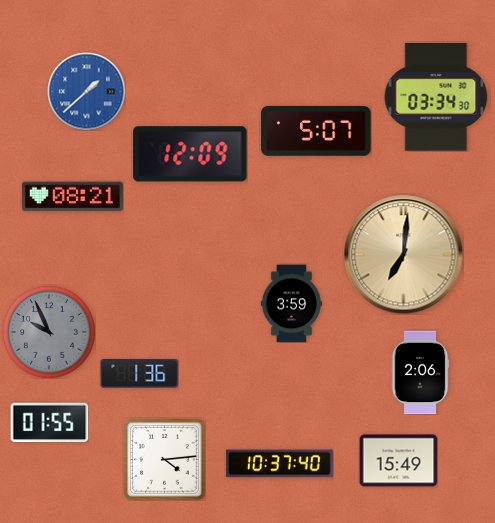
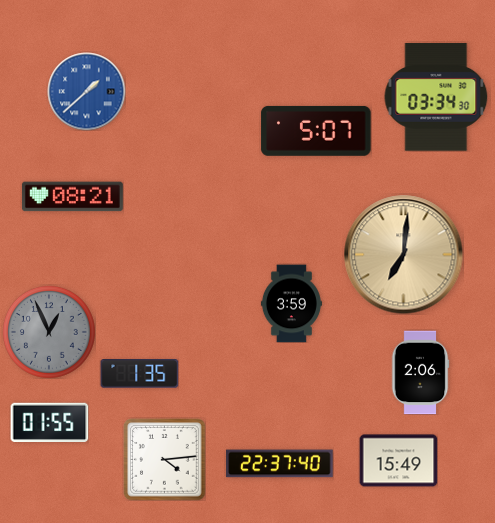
clock at (190, 154): 12:09 -> none
clock at (49, 332): 9:56 -> 12:56
clock at (139, 374): 1:36 -> 1:35
clock at (280, 464): 10:37 -> 22:37
